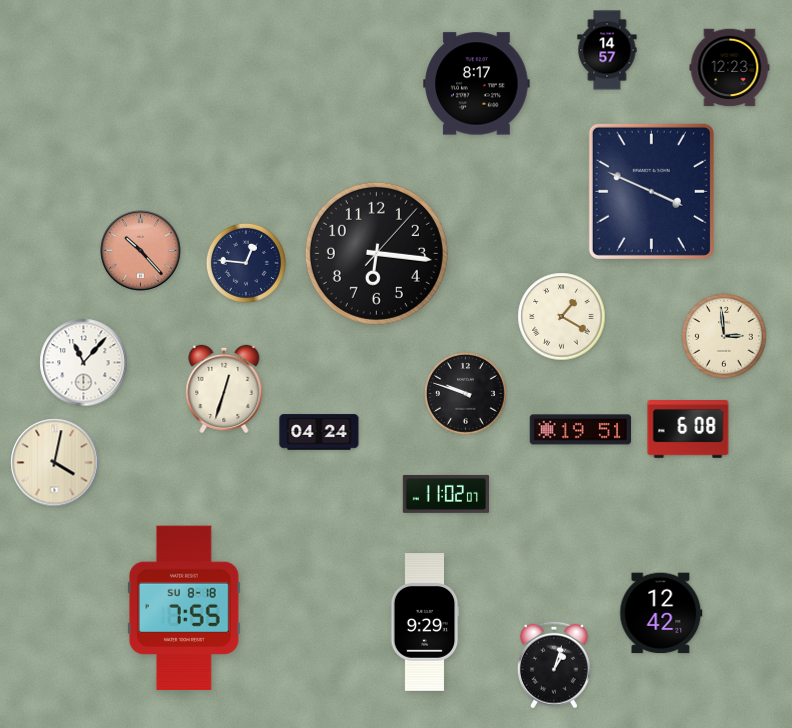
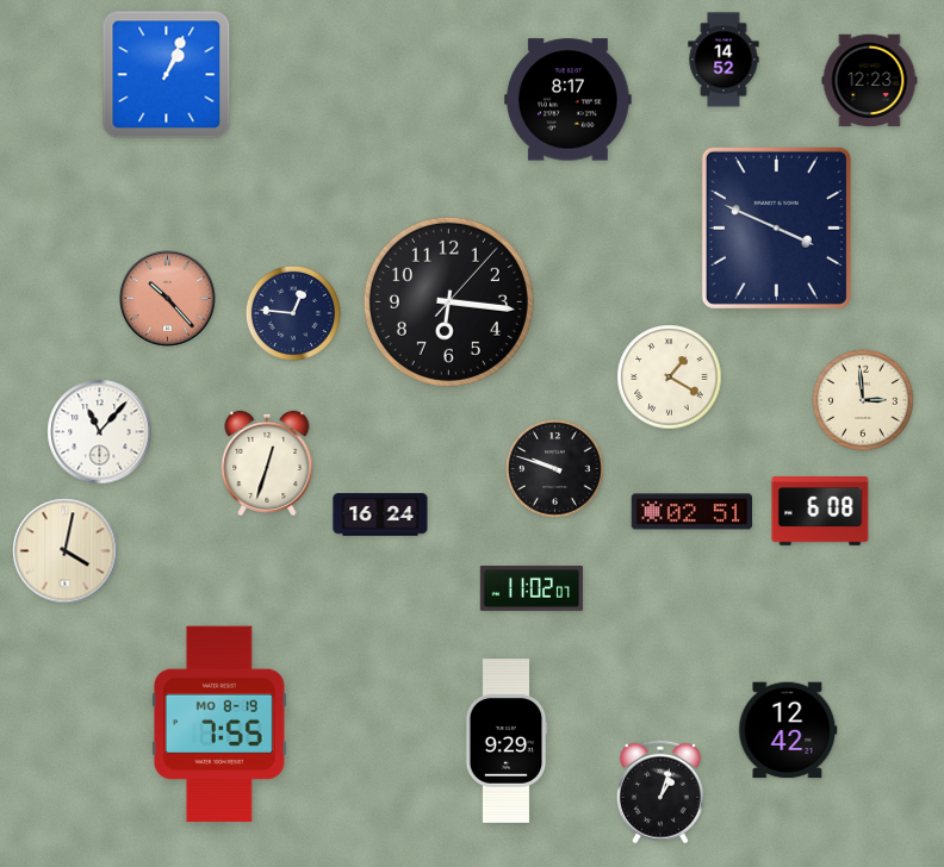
clock at (607, 50): 14:57 -> 14:52
clock at (167, 75): none -> 1:04
clock at (581, 430): 19:51 -> 02:51
clock at (319, 432): 04:24 -> 16:24
clock at (185, 608) date: SU 8-18 -> MO 8-19
